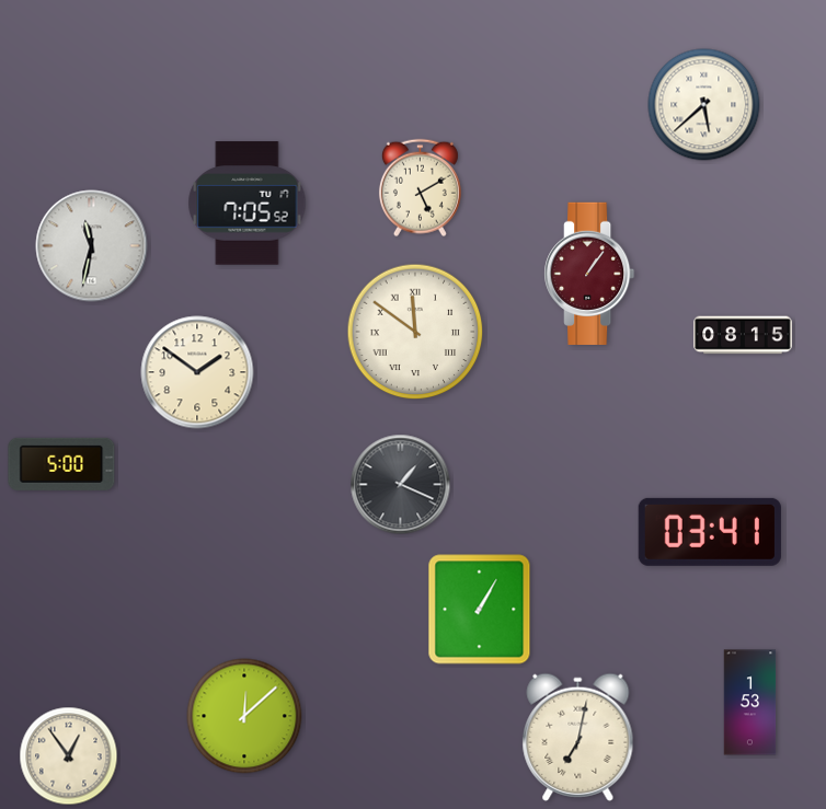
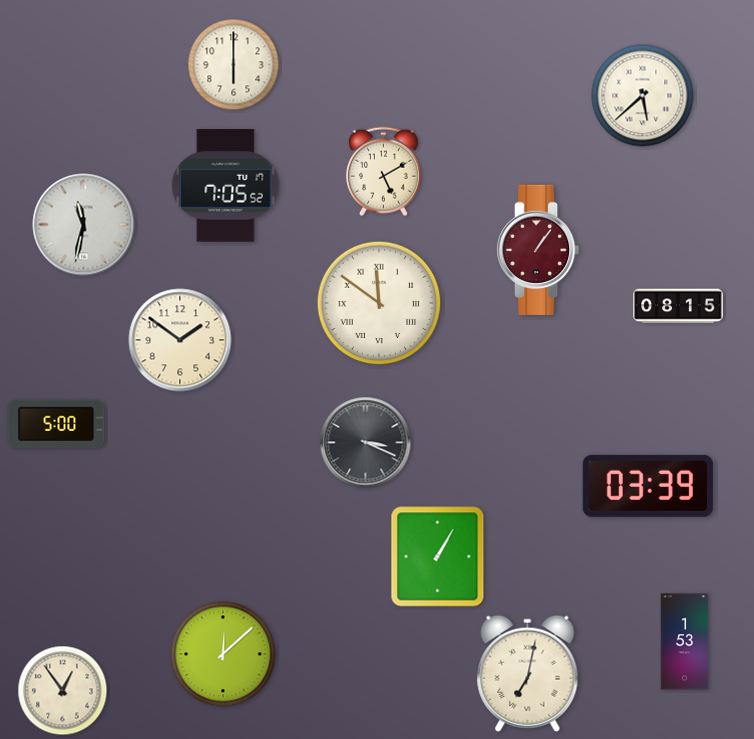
clock at (234, 65): none -> 6:00
clock at (401, 485): 1:19 -> 3:19
clock at (710, 532): 03:41 -> 03:39
